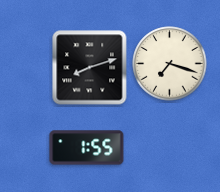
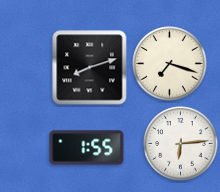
clock at (181, 144): none -> 6:14
